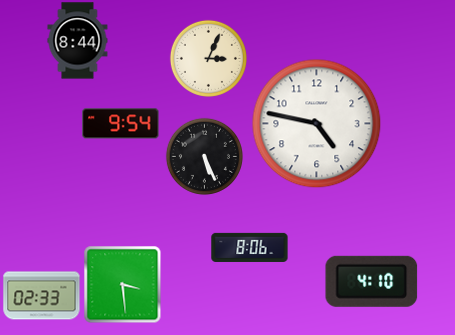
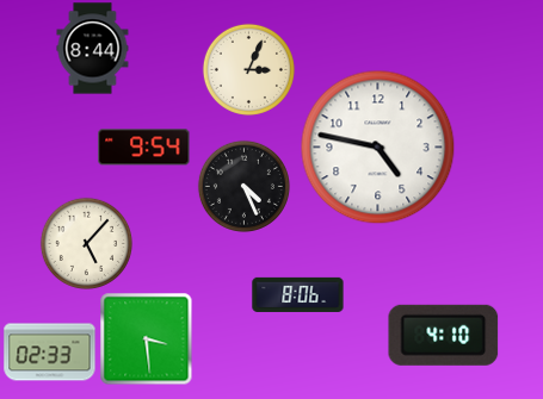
clock at (204, 156): 5:26 -> 4:26
clock at (86, 243): none -> 5:07
